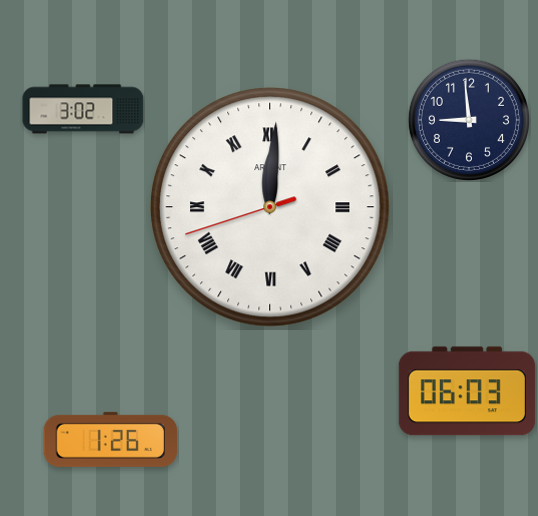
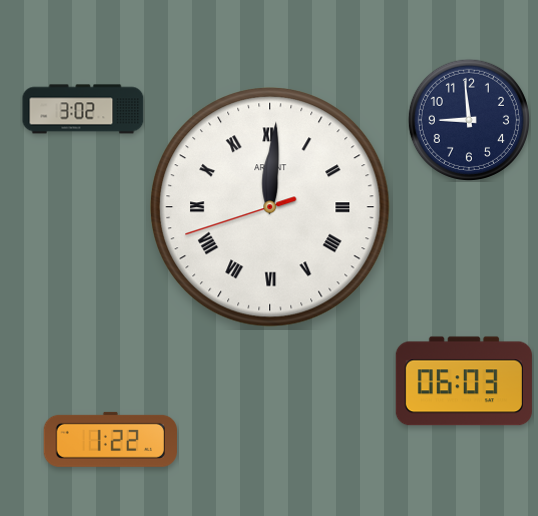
clock at (467, 391) position: (467, 391) -> (464, 381)
clock at (110, 439): 1:26 -> 1:22
